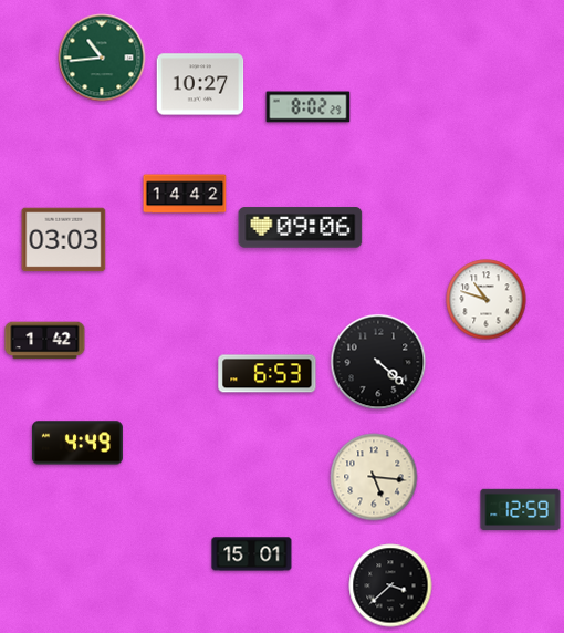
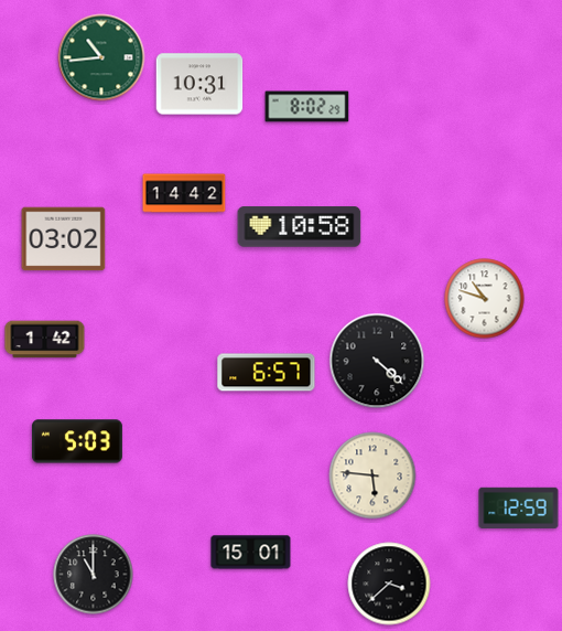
clock at (200, 84): 10:27 -> 10:31
clock at (301, 228): 09:06 -> 10:58
clock at (64, 240): 03:03 -> 03:02
clock at (268, 374): 6:53 -> 6:57
clock at (77, 443): 4:49 -> 5:03
clock at (374, 477): 5:16 -> 5:46
clock at (94, 575): none -> 11:00
